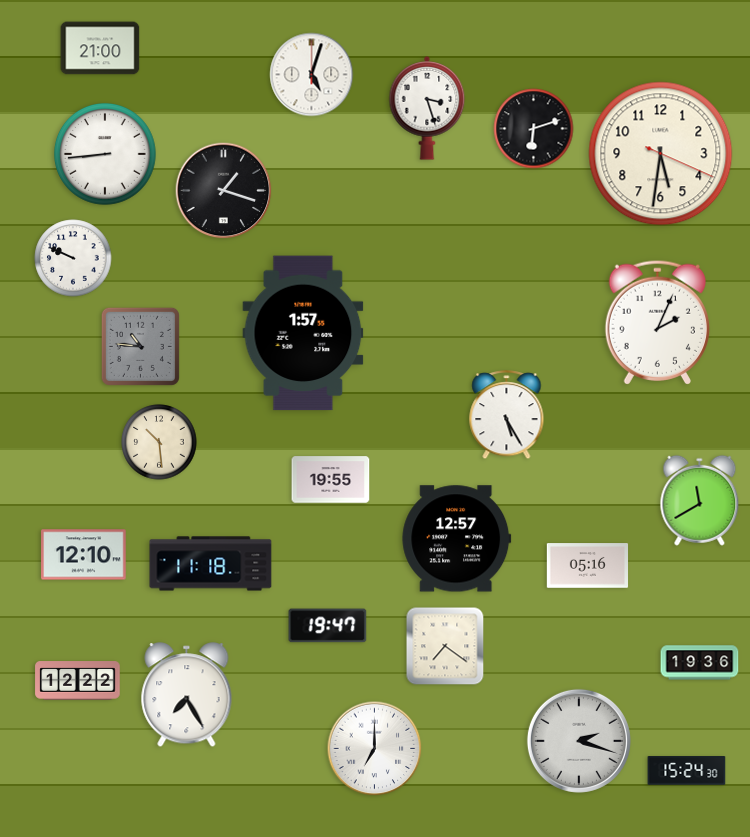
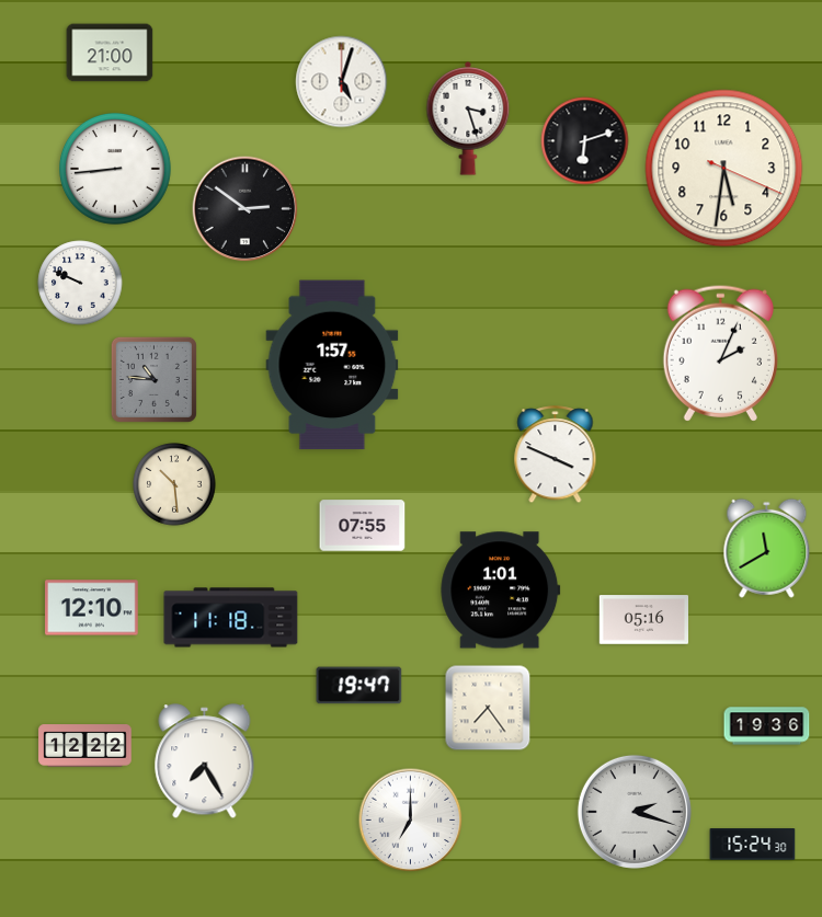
clock at (224, 191): 1:18 -> 2:51
clock at (507, 415): 5:25 -> 3:49
clock at (331, 480): 19:55 -> 07:55
clock at (457, 539): 12:57 -> 1:01
clock at (445, 646): 7:21 -> 7:24
